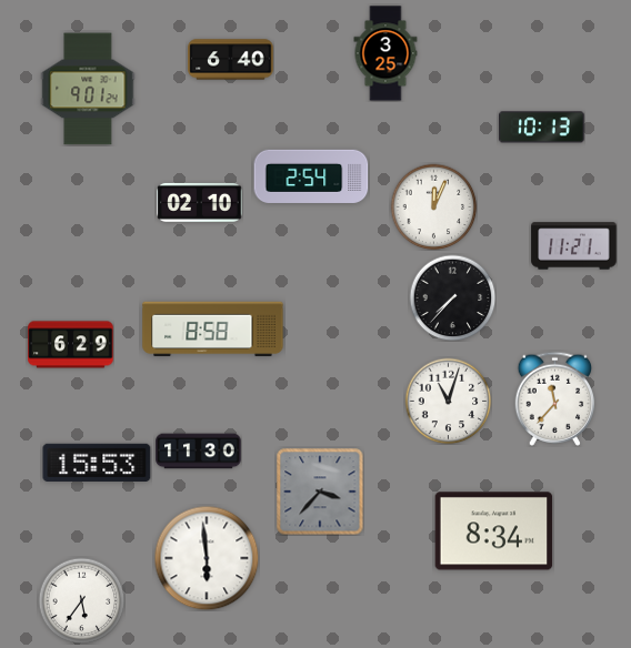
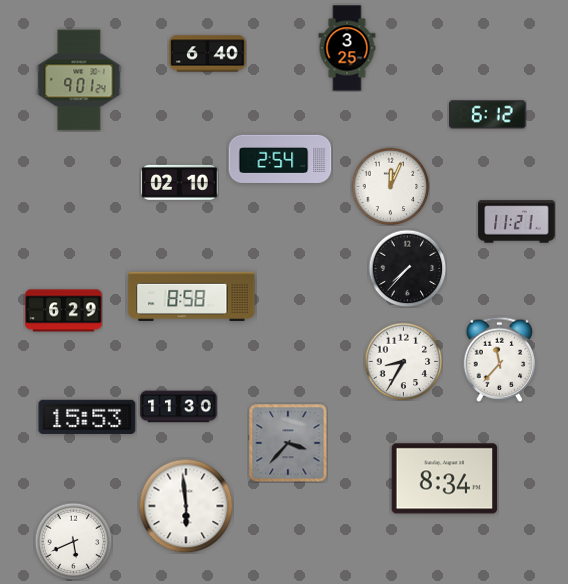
clock at (542, 128): 10:13 -> 6:12
clock at (448, 401): 11:03 -> 8:35
clock at (207, 558) position: (207, 558) -> (186, 506)
clock at (81, 600): 5:36 -> 5:41
